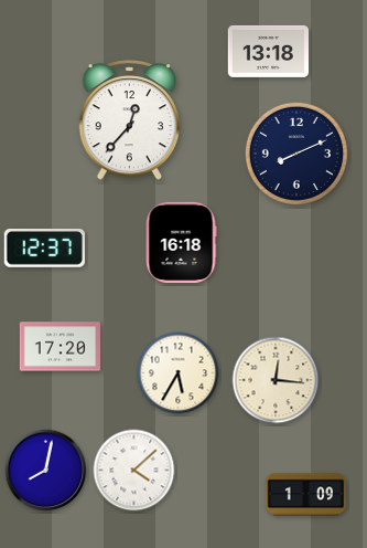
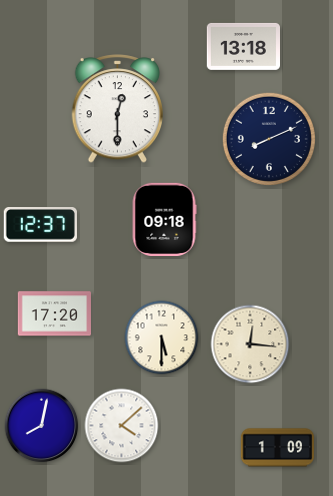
clock at (130, 120): 12:37 -> 12:30
clock at (181, 242): 16:18 -> 09:18
clock at (179, 373): 5:35 -> 5:30
